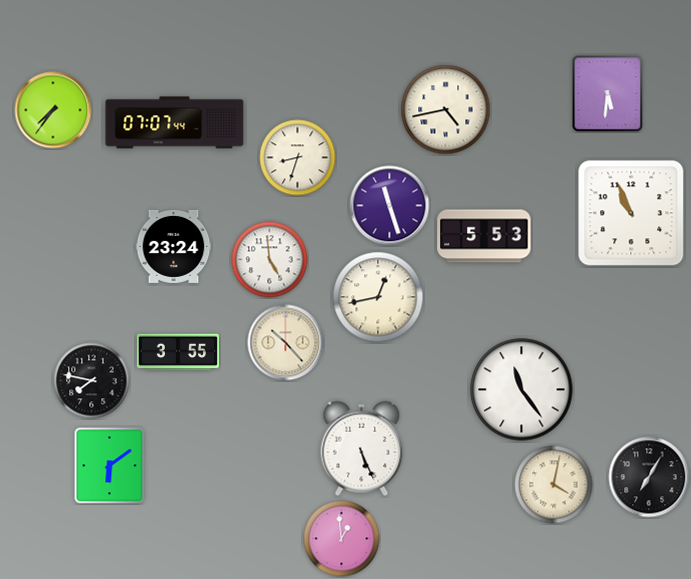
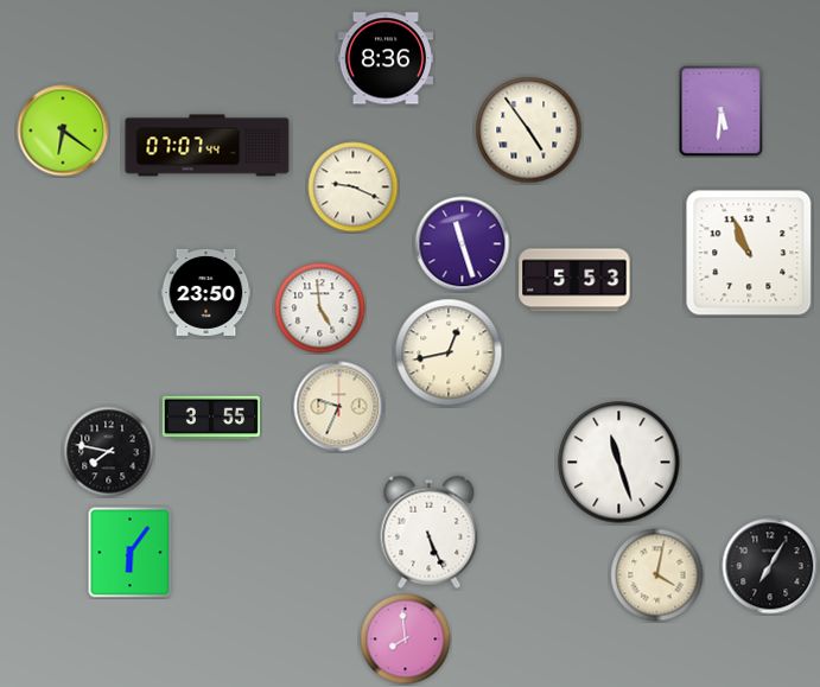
clock at (386, 58): none -> 8:36
clock at (53, 110): 7:36 -> 6:21
clock at (446, 110): 4:43 -> 4:54
clock at (298, 158): 8:33 -> 9:19
clock at (174, 246): 23:24 -> 23:50
clock at (286, 343): 10:23 -> 9:34
clock at (522, 390): 11:24 -> 11:27
clock at (110, 466): 6:09 -> 6:06
clock at (342, 539): 12:59 -> 7:59
